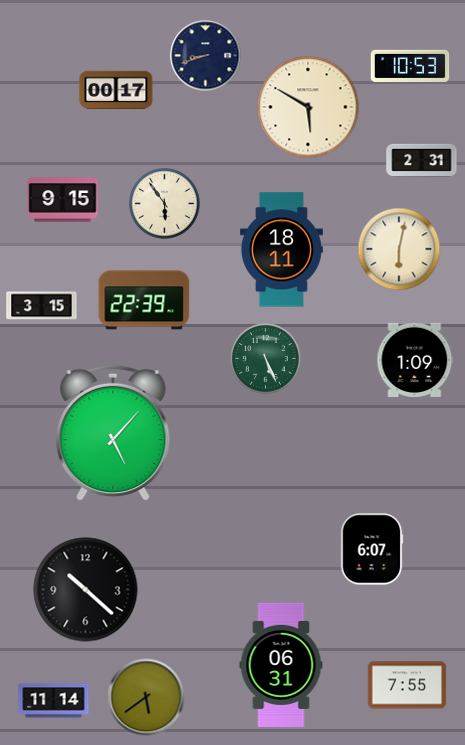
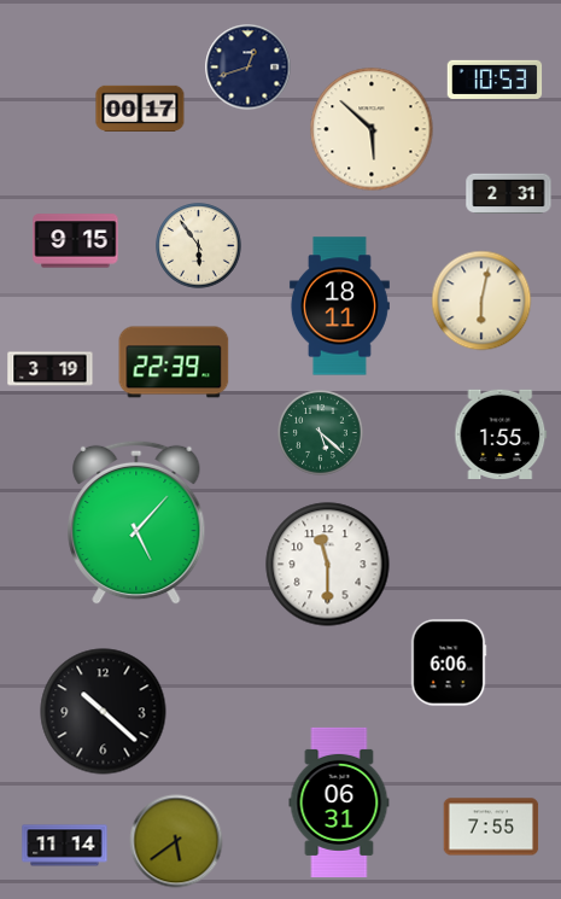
clock at (206, 56): 8:42 -> 12:42
clock at (308, 107): 5:50 -> 5:52
clock at (281, 250) position: (281, 250) -> (339, 307)
clock at (42, 306): 3:15 -> 3:19
clock at (266, 359): 5:26 -> 5:22
clock at (415, 360): 1:09 -> 1:55
clock at (328, 565): none -> 11:30
clock at (372, 549): 6:07 -> 6:06
